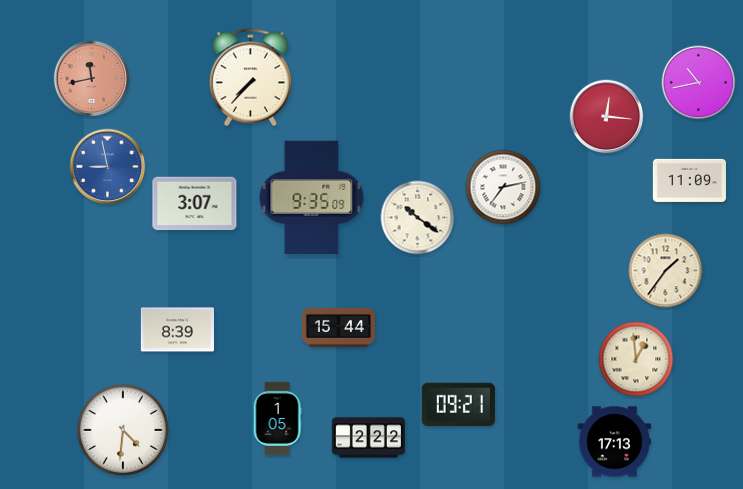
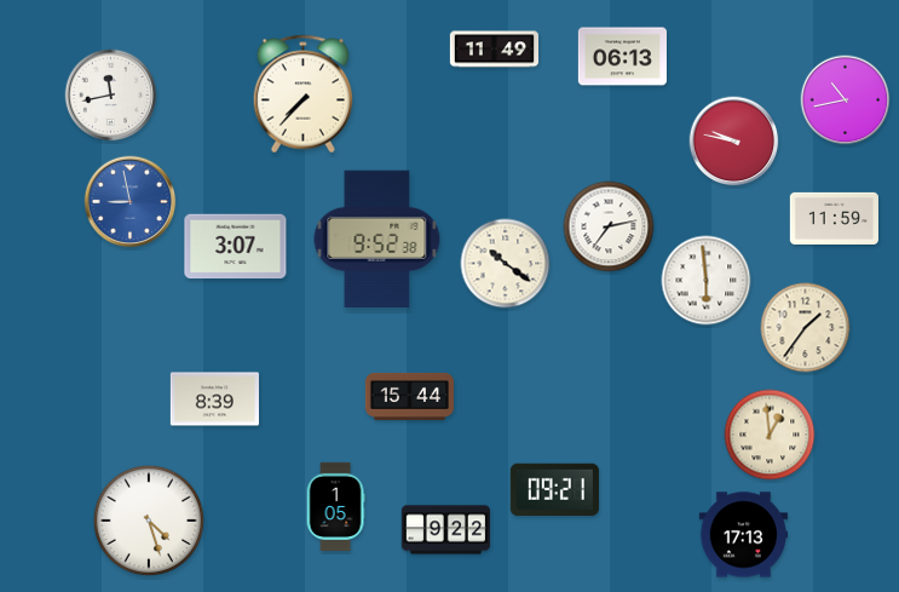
clock at (494, 50): none -> 11:49
clock at (622, 57): none -> 06:13
clock at (92, 79) dial: salmon -> white
clock at (607, 117): 12:16 -> 9:47
clock at (689, 180): 11:09 -> 11:59
clock at (312, 198): 9:35 -> 9:52
clock at (707, 281): none -> 5:59
clock at (123, 430): 4:31 -> 4:27
clock at (368, 438): 2:22 -> 9:22
